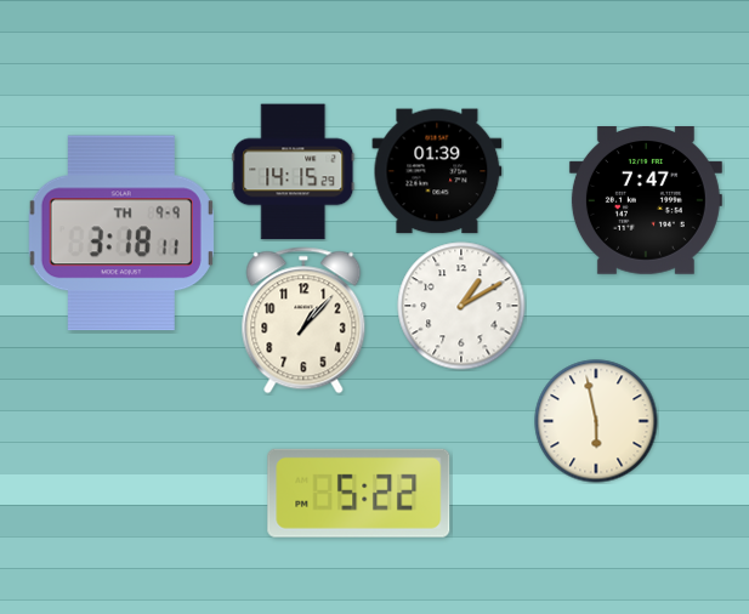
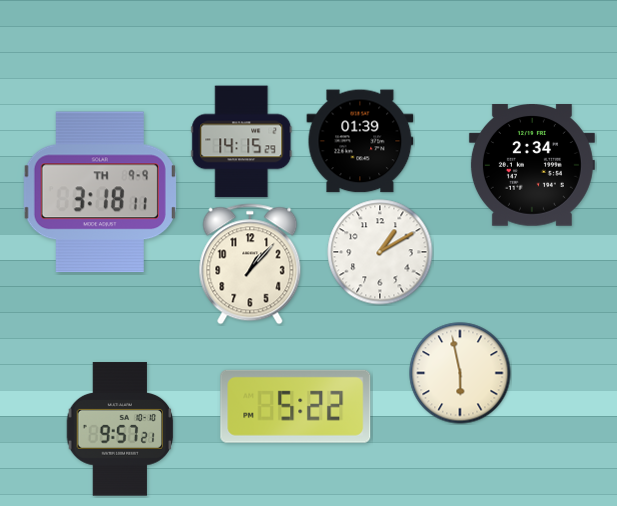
clock at (646, 201): 7:47 -> 2:34
clock at (596, 421) position: (596, 421) -> (460, 373)
clock at (120, 429): none -> 9:57
